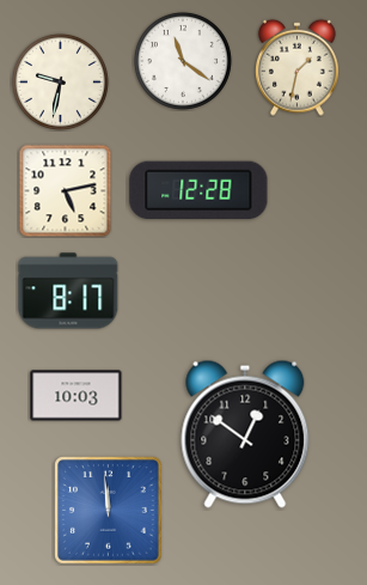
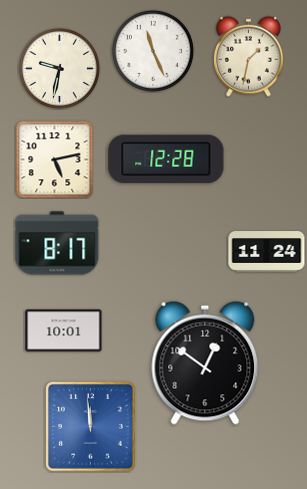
clock at (183, 61): 11:21 -> 11:26
clock at (60, 81) position: (60, 81) -> (59, 68)
clock at (267, 252): none -> 11:24
clock at (77, 396): 10:03 -> 10:01
